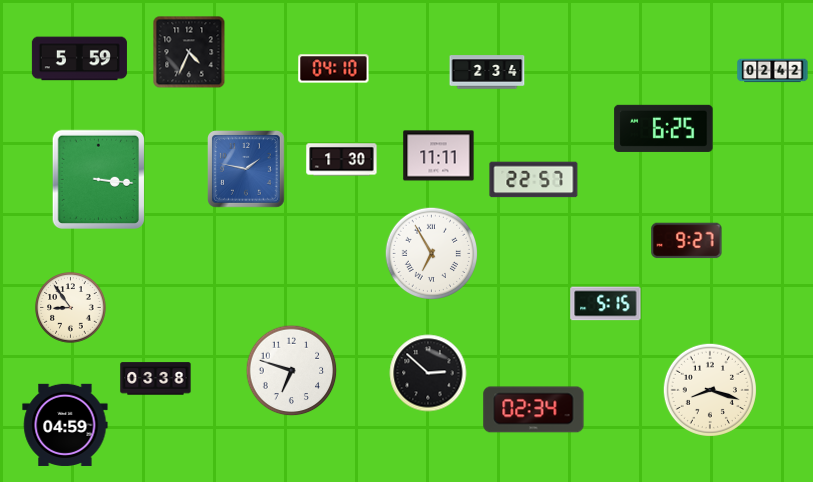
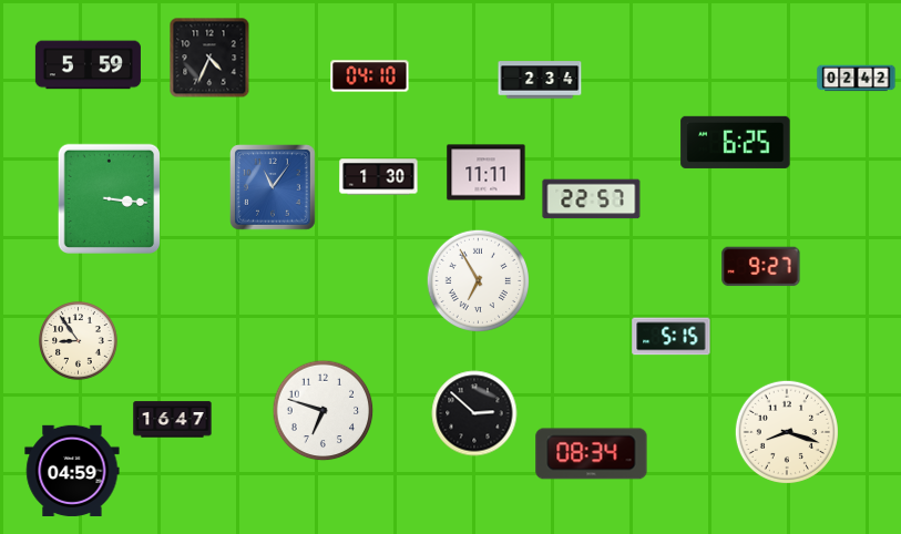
clock at (247, 170): 1:47 -> 11:06
clock at (156, 379): 03:38 -> 16:47
clock at (534, 410): 02:34 -> 08:34
